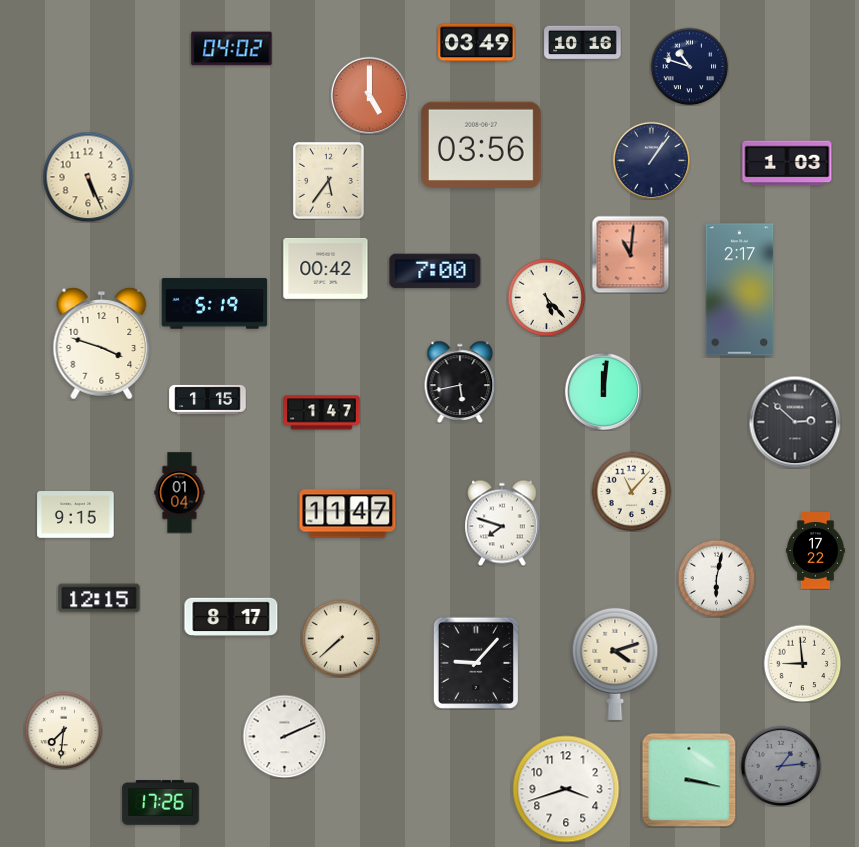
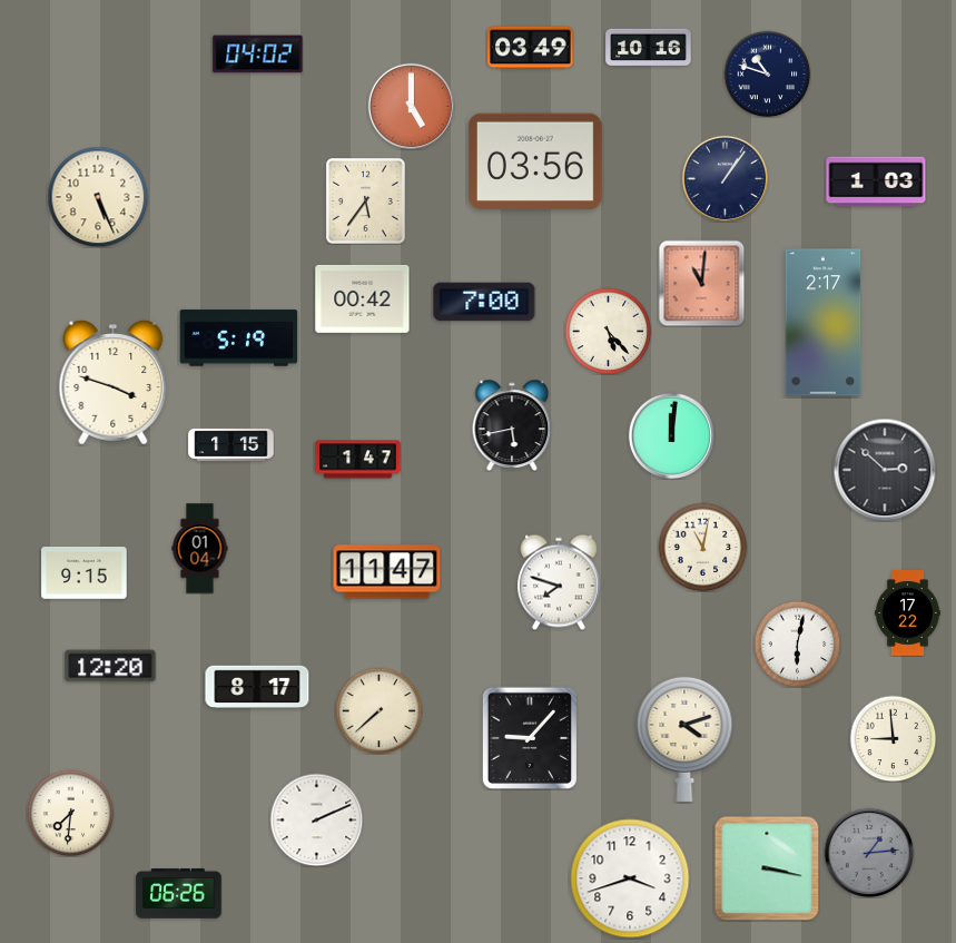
clock at (631, 491): 11:07 -> 11:02
clock at (99, 598): 12:15 -> 12:20
clock at (161, 803): 17:26 -> 06:26
